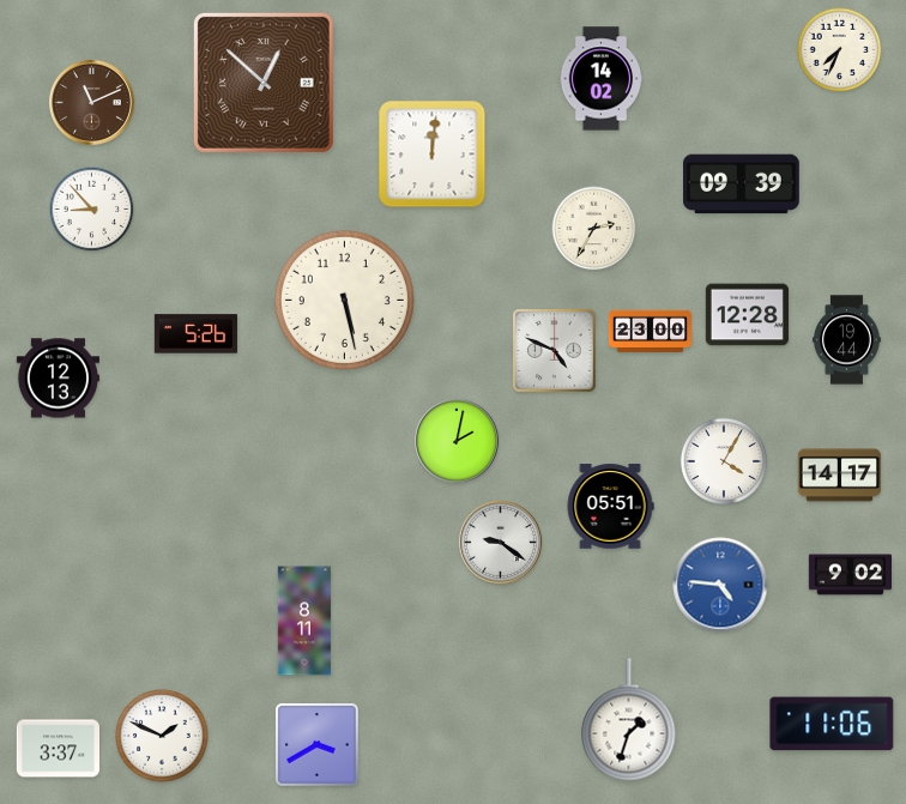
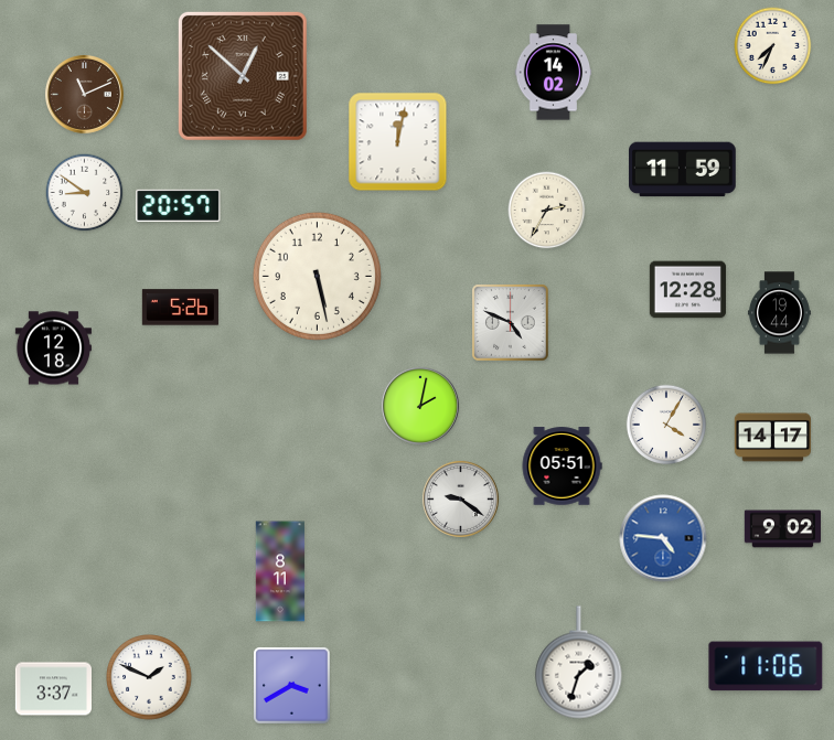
clock at (433, 155): 12:01 -> 12:02
clock at (742, 185): 09:39 -> 11:59
clock at (92, 210): 8:53 -> 8:51
clock at (179, 205): none -> 20:57
clock at (650, 331): 23:00 -> none
clock at (58, 379): 12:13 -> 12:18
